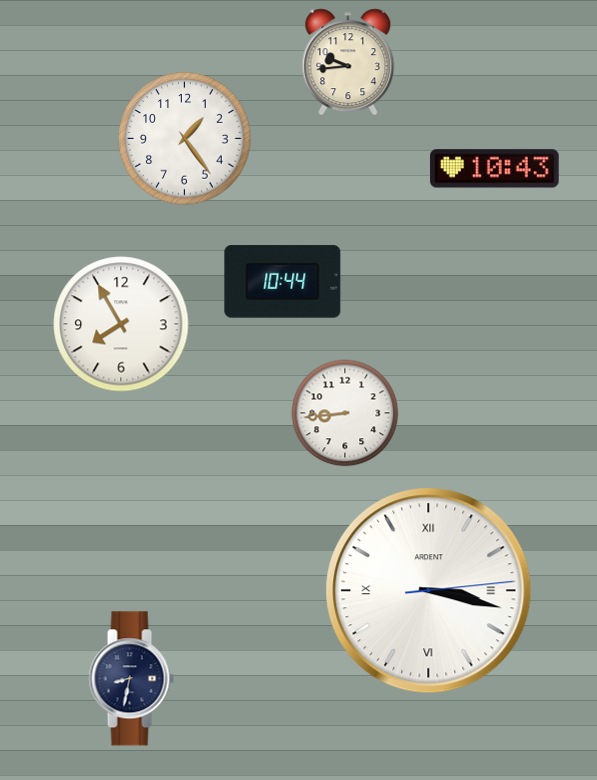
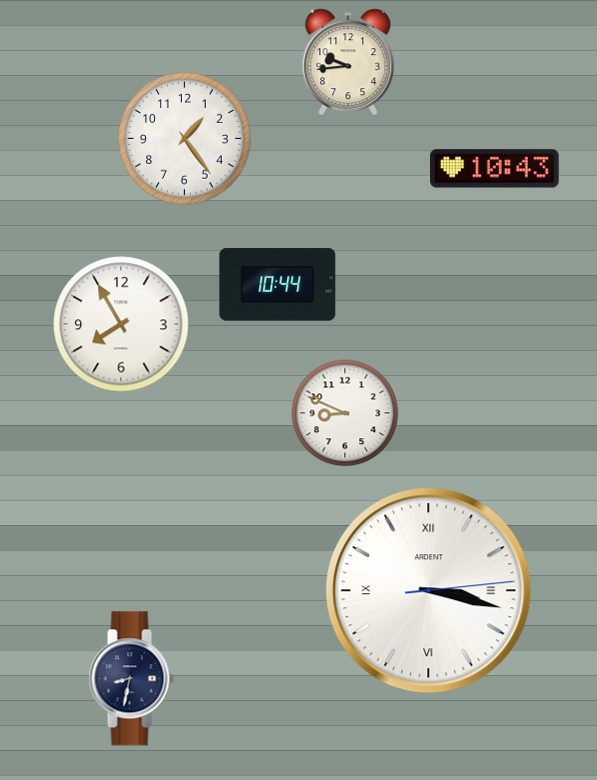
clock at (283, 282) position: (283, 282) -> (278, 285)
clock at (345, 413): 8:44 -> 8:49
